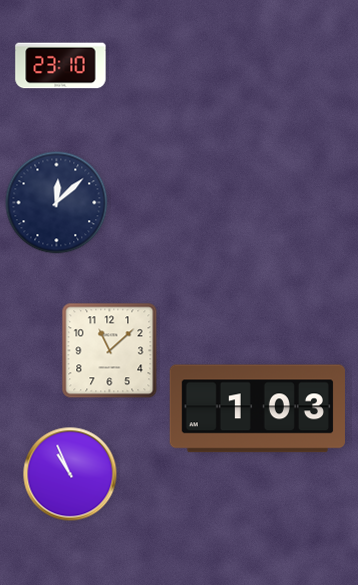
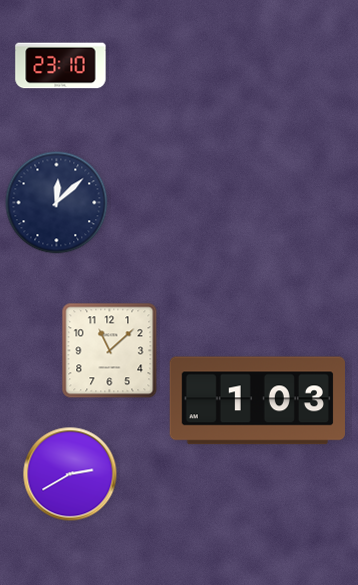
clock at (257, 409) position: (257, 409) -> (257, 401)
clock at (70, 474): 10:56 -> 2:40
